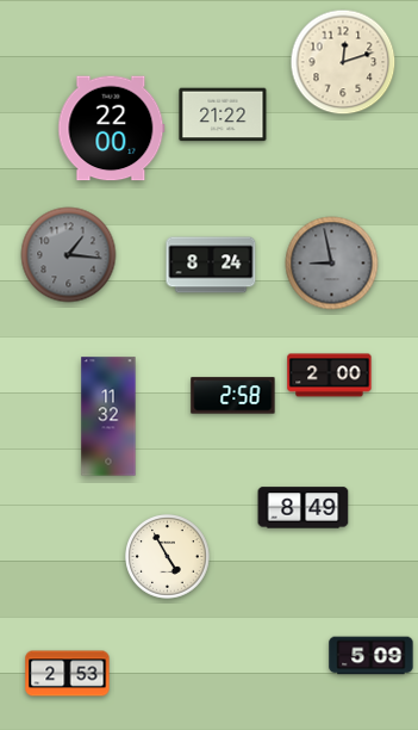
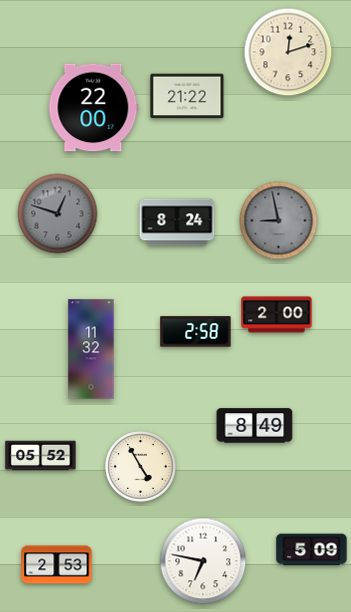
clock at (69, 255): 1:16 -> 12:48
clock at (41, 456): none -> 05:52
clock at (203, 561): none -> 6:47
